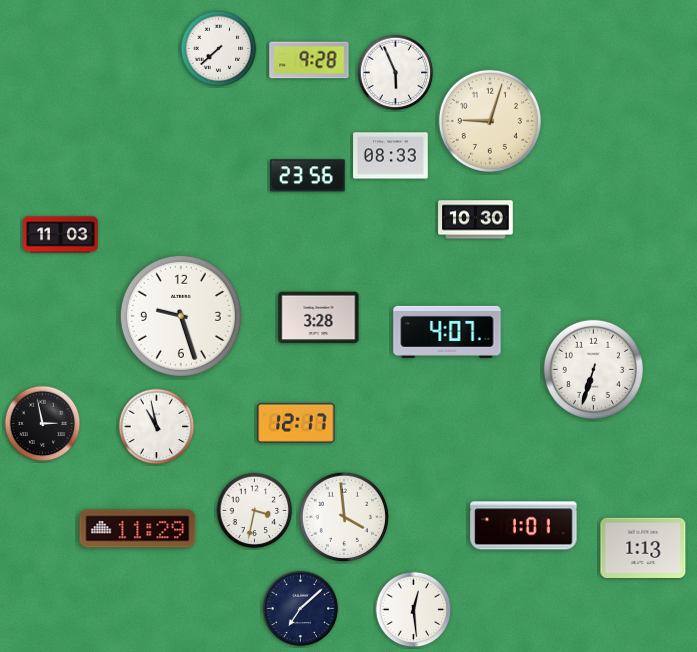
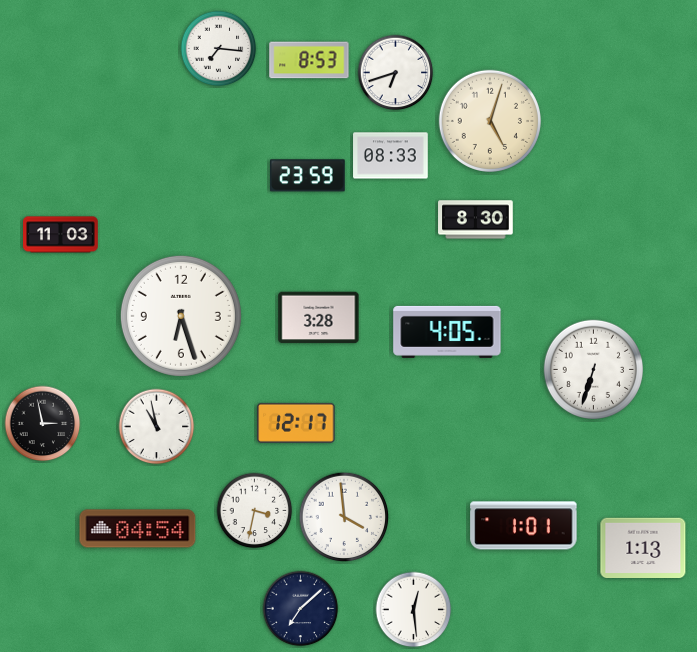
clock at (219, 49): 7:38 -> 7:16
clock at (309, 60): 9:28 -> 8:53
clock at (396, 73): 5:56 -> 6:42
clock at (490, 121): 9:03 -> 5:03
clock at (308, 176): 23:56 -> 23:59
clock at (476, 220): 10:30 -> 8:30
clock at (181, 316): 9:27 -> 6:27
clock at (447, 332): 4:07 -> 4:05
clock at (138, 529): 11:29 -> 04:54
